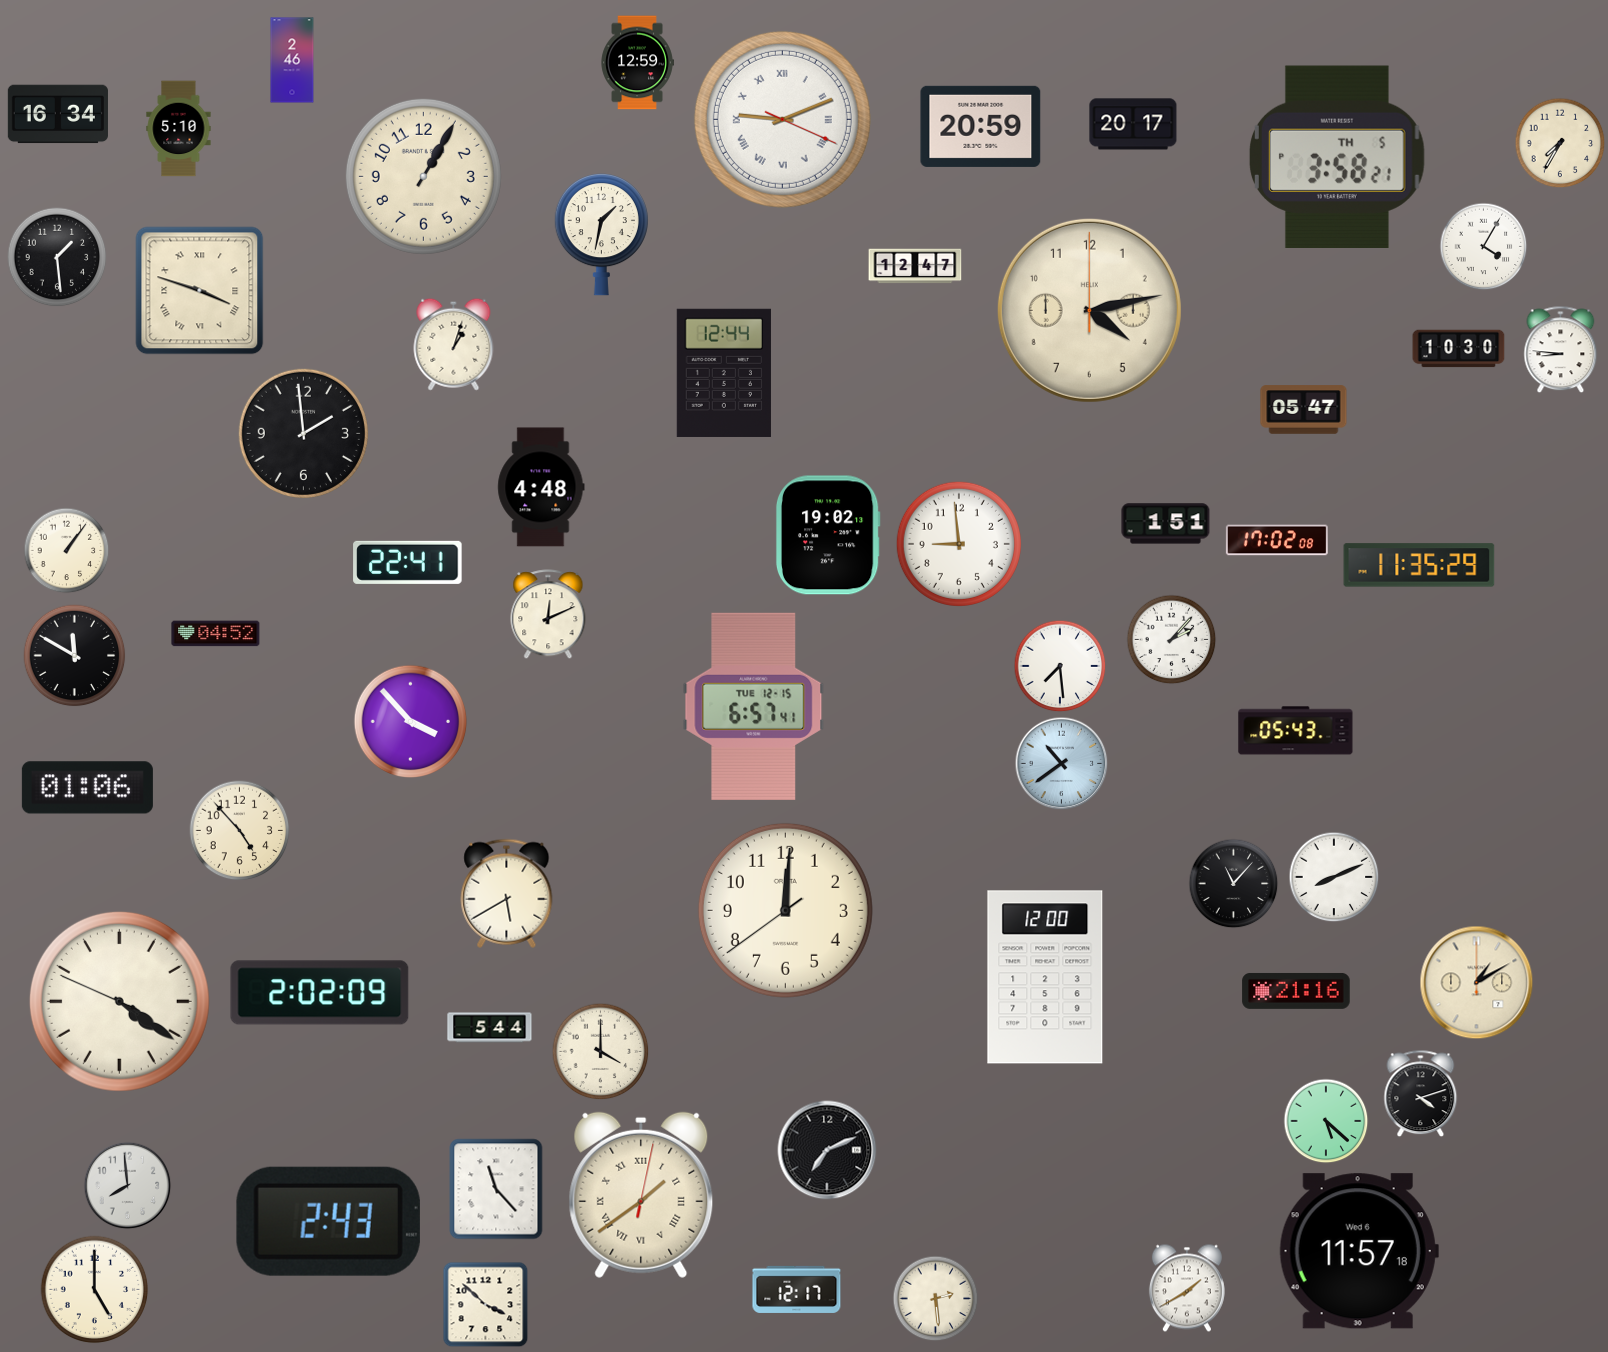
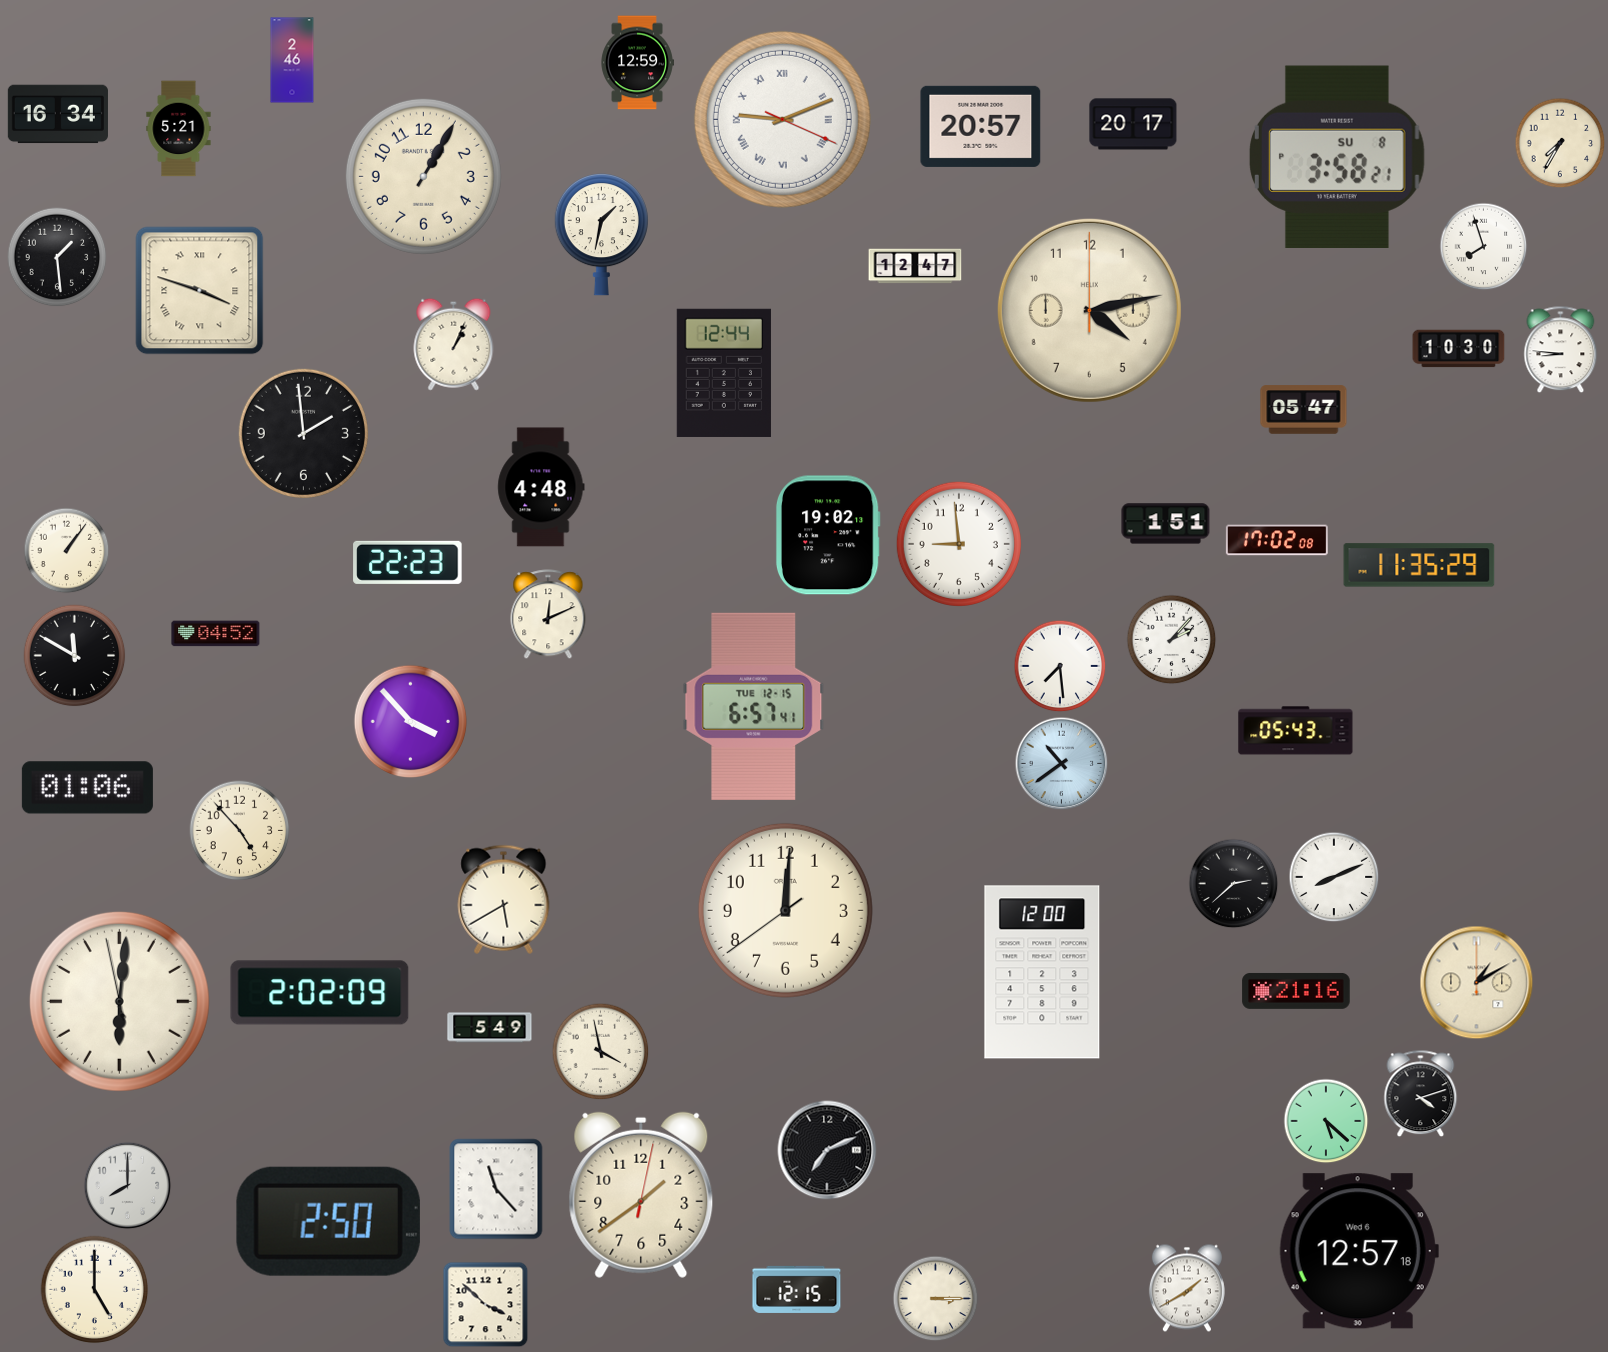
clock at (981, 126): 20:59 -> 20:57
clock at (179, 129): 5:10 -> 5:21
clock at (1337, 157) date: TH 5 -> SU 8
clock at (1484, 247): 4:05 -> 7:57
clock at (454, 344): 1:03 -> 1:04
clock at (408, 562): 22:41 -> 22:23
clock at (1234, 884): 11:07 -> 2:38
clock at (507, 893) position: (507, 893) -> (504, 899)
clock at (1045, 977) position: (1045, 977) -> (1042, 972)
clock at (119, 1001): 4:20 -> 6:00
clock at (490, 1028): 5:44 -> 5:49
clock at (601, 1052): 4:00 -> 3:58
clock at (128, 1186): 7:59 -> 8:00
clock at (641, 1195) numerals: Roman -> Arabic
clock at (328, 1221): 2:43 -> 2:50
clock at (1359, 1251): 11:57 -> 12:57
clock at (797, 1289): 12:17 -> 12:15
clock at (936, 1299): 2:29 -> 3:15
